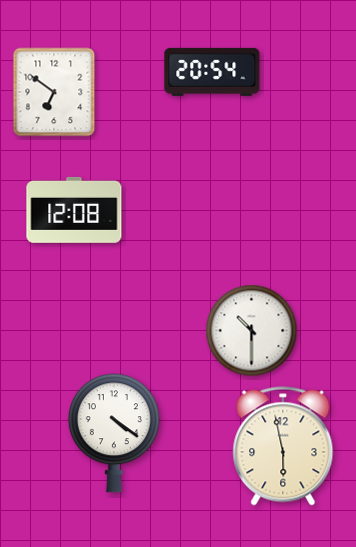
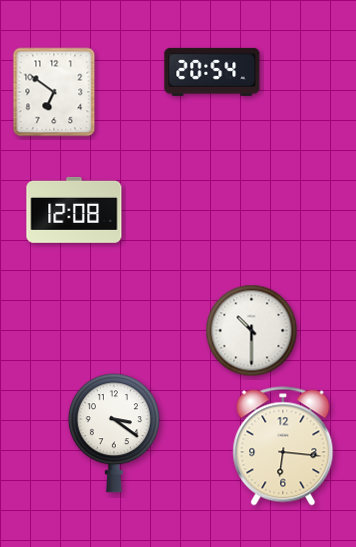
clock at (114, 433): 4:21 -> 3:21
clock at (283, 446): 5:58 -> 6:16
